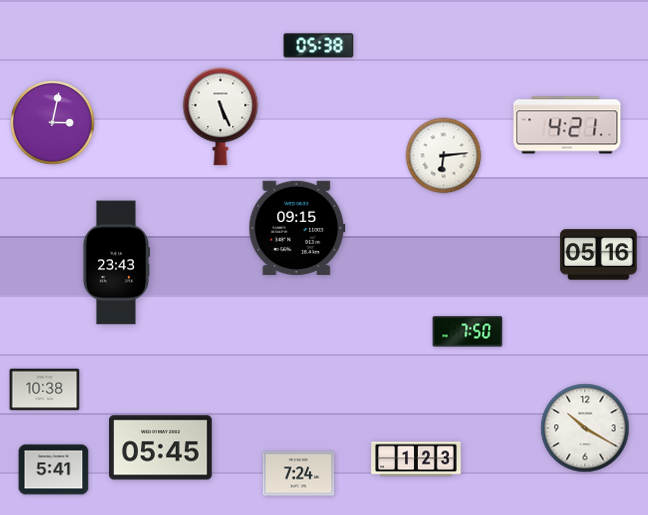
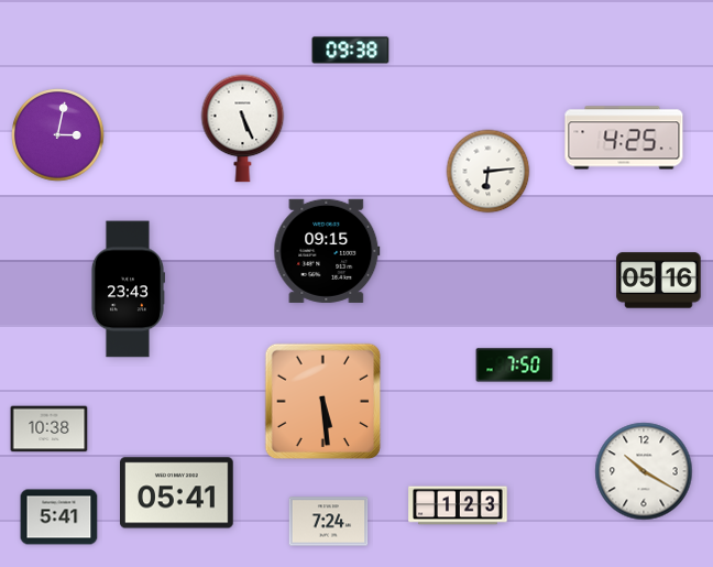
clock at (319, 46): 05:38 -> 09:38
clock at (567, 125): 4:21 -> 4:25
clock at (323, 402): none -> 5:29
clock at (161, 448): 05:45 -> 05:41
